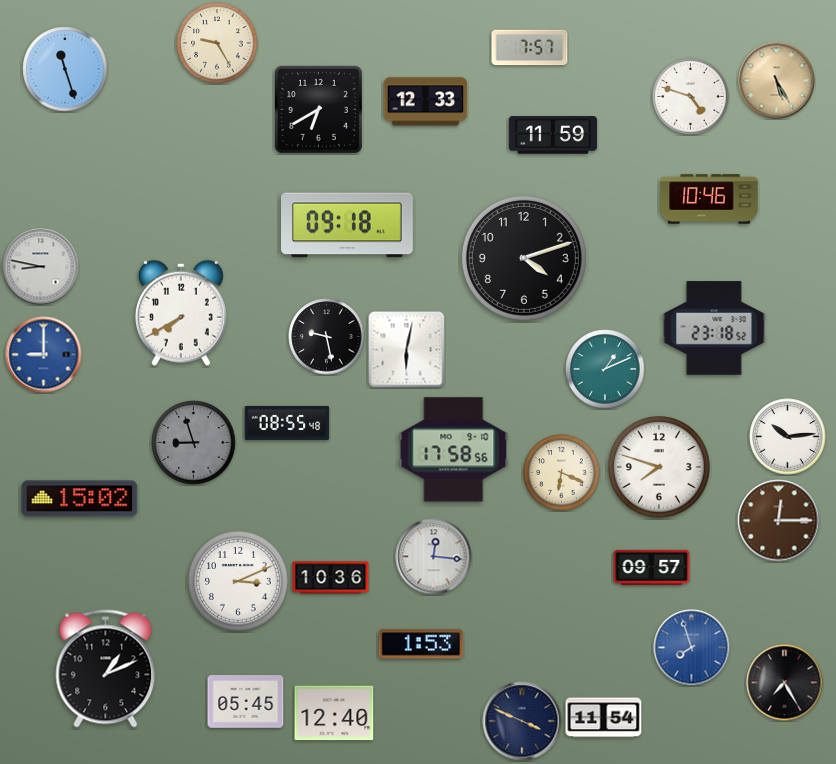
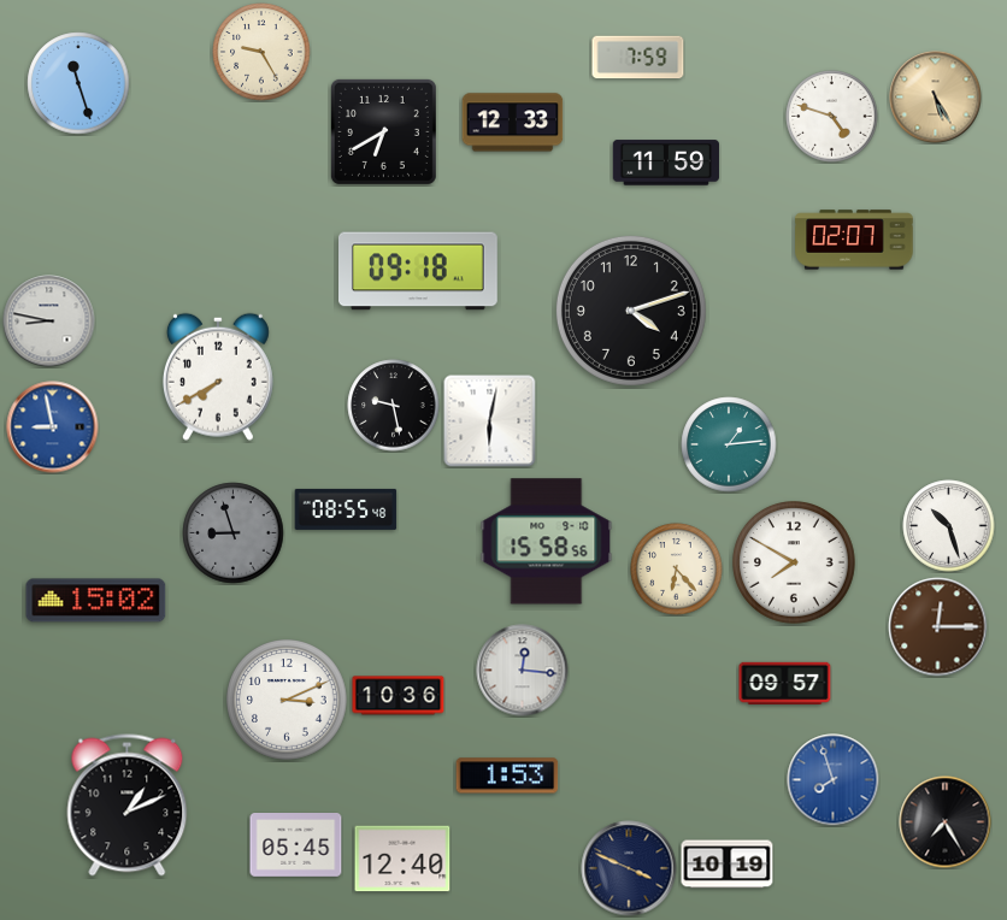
clock at (530, 48): 7:57 -> 7:59
clock at (709, 199): 10:46 -> 02:07
clock at (714, 328): 23:18 -> none
clock at (44, 355): 9:00 -> 8:58
clock at (605, 369): 1:11 -> 1:14
clock at (788, 437): 10:14 -> 10:27
clock at (454, 450): 17:58 -> 15:58
clock at (660, 468): 7:48 -> 7:50
clock at (562, 473): 6:19 -> 6:23
clock at (604, 718): 11:54 -> 10:19
